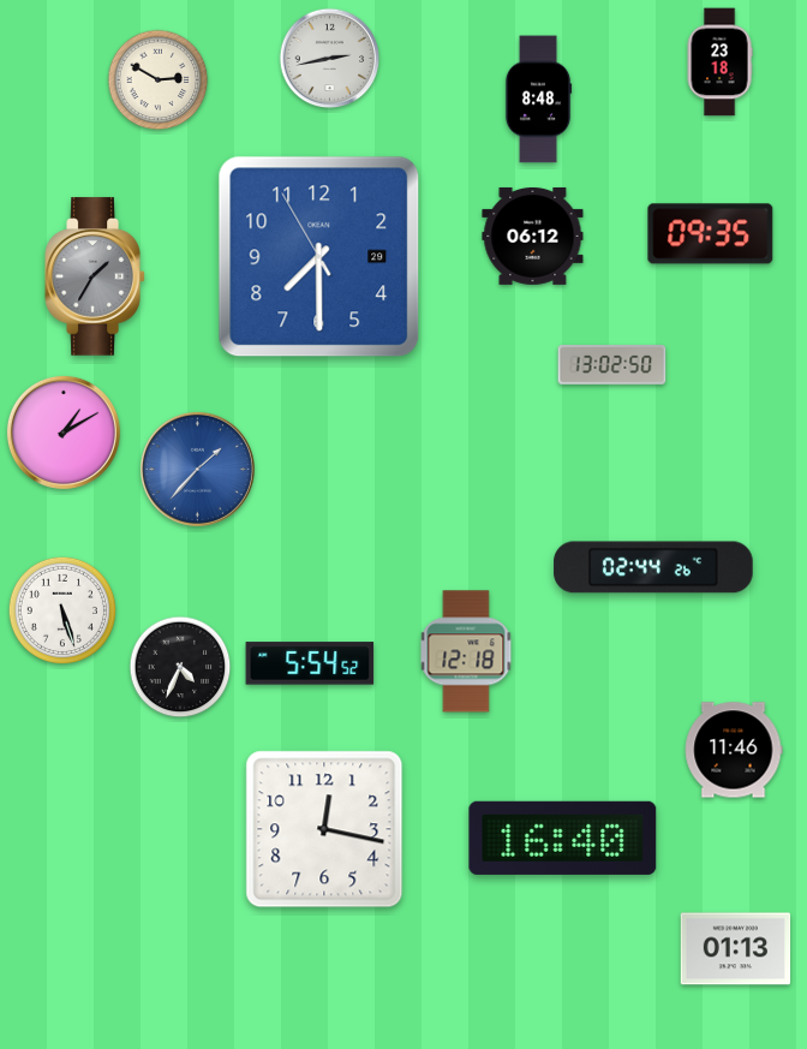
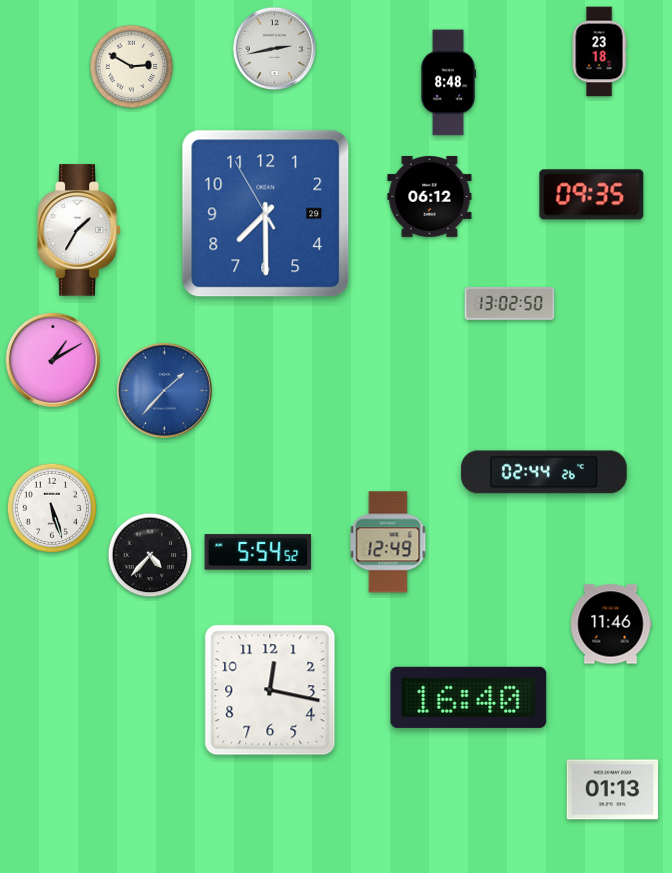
clock at (533, 236) position: (533, 236) -> (430, 196)
clock at (95, 276) dial: grey -> white
clock at (466, 651): 12:18 -> 12:49
clock at (180, 667): 4:34 -> 4:37
